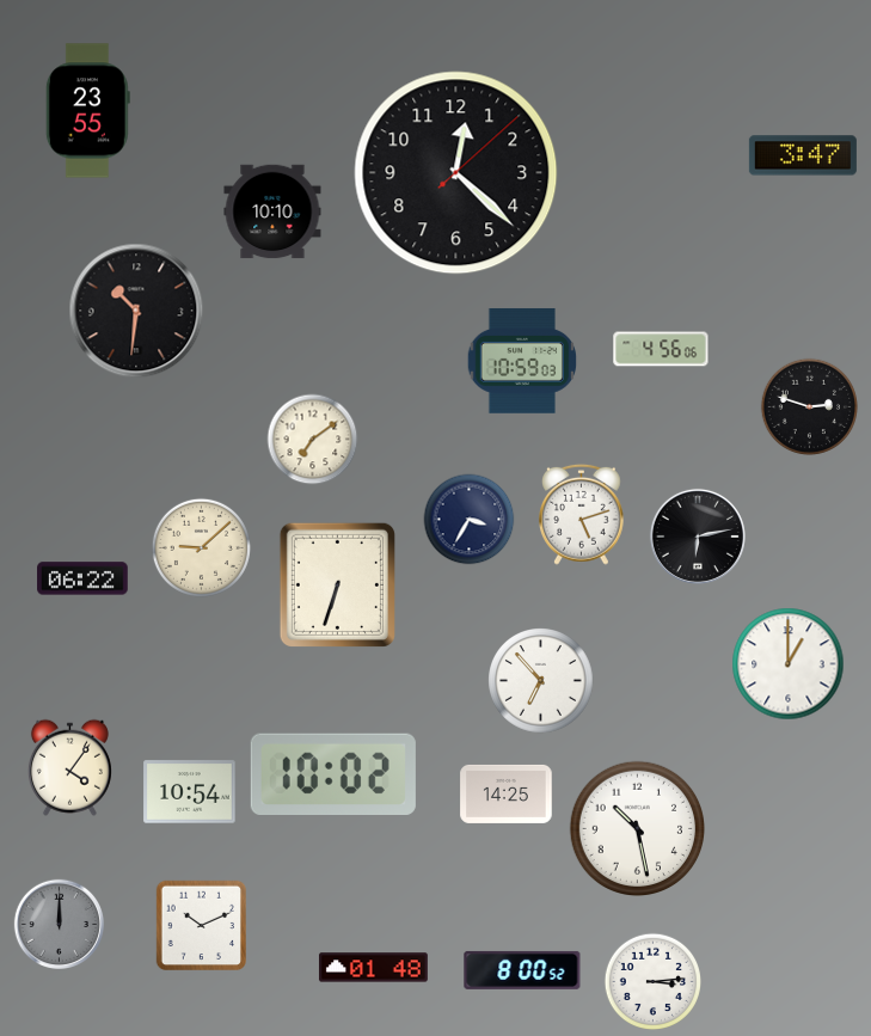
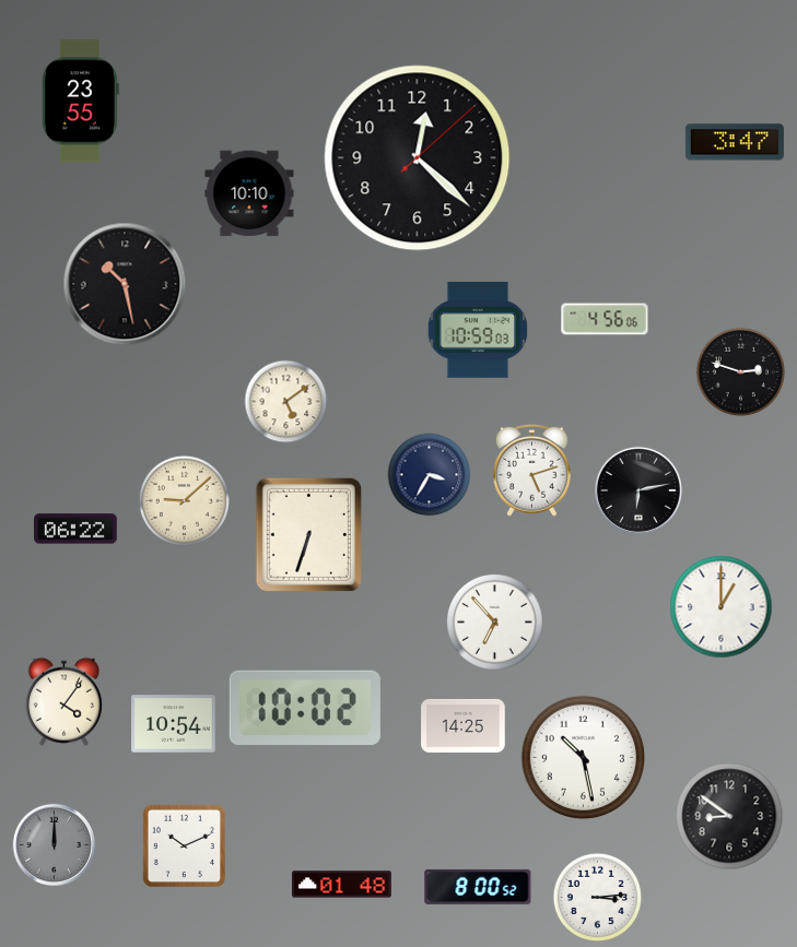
clock at (136, 311): 10:31 -> 10:28
clock at (313, 440): 7:09 -> 5:09
clock at (729, 816): none -> 8:51
